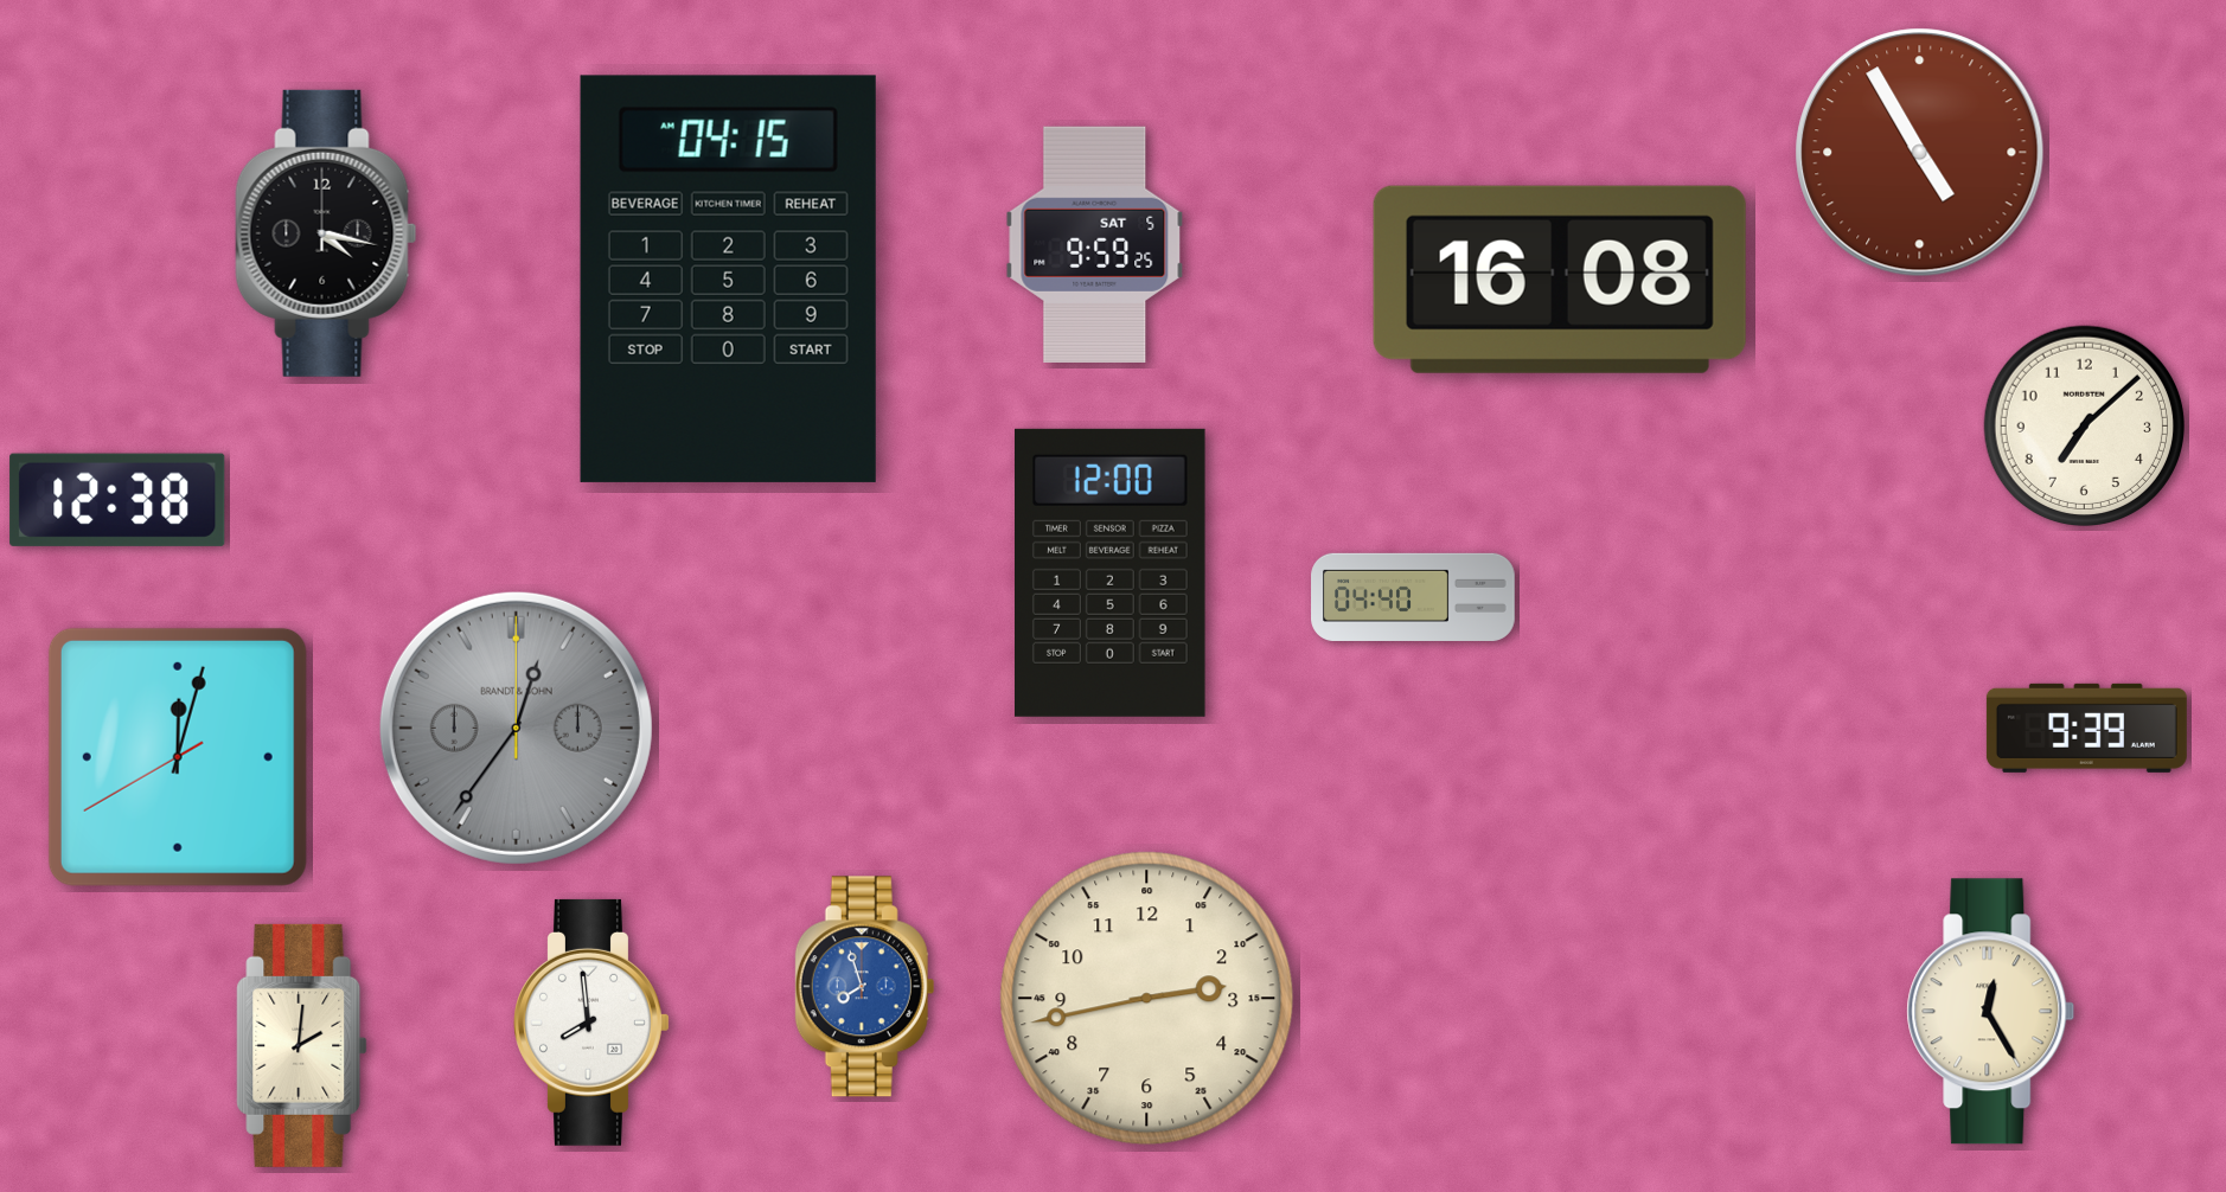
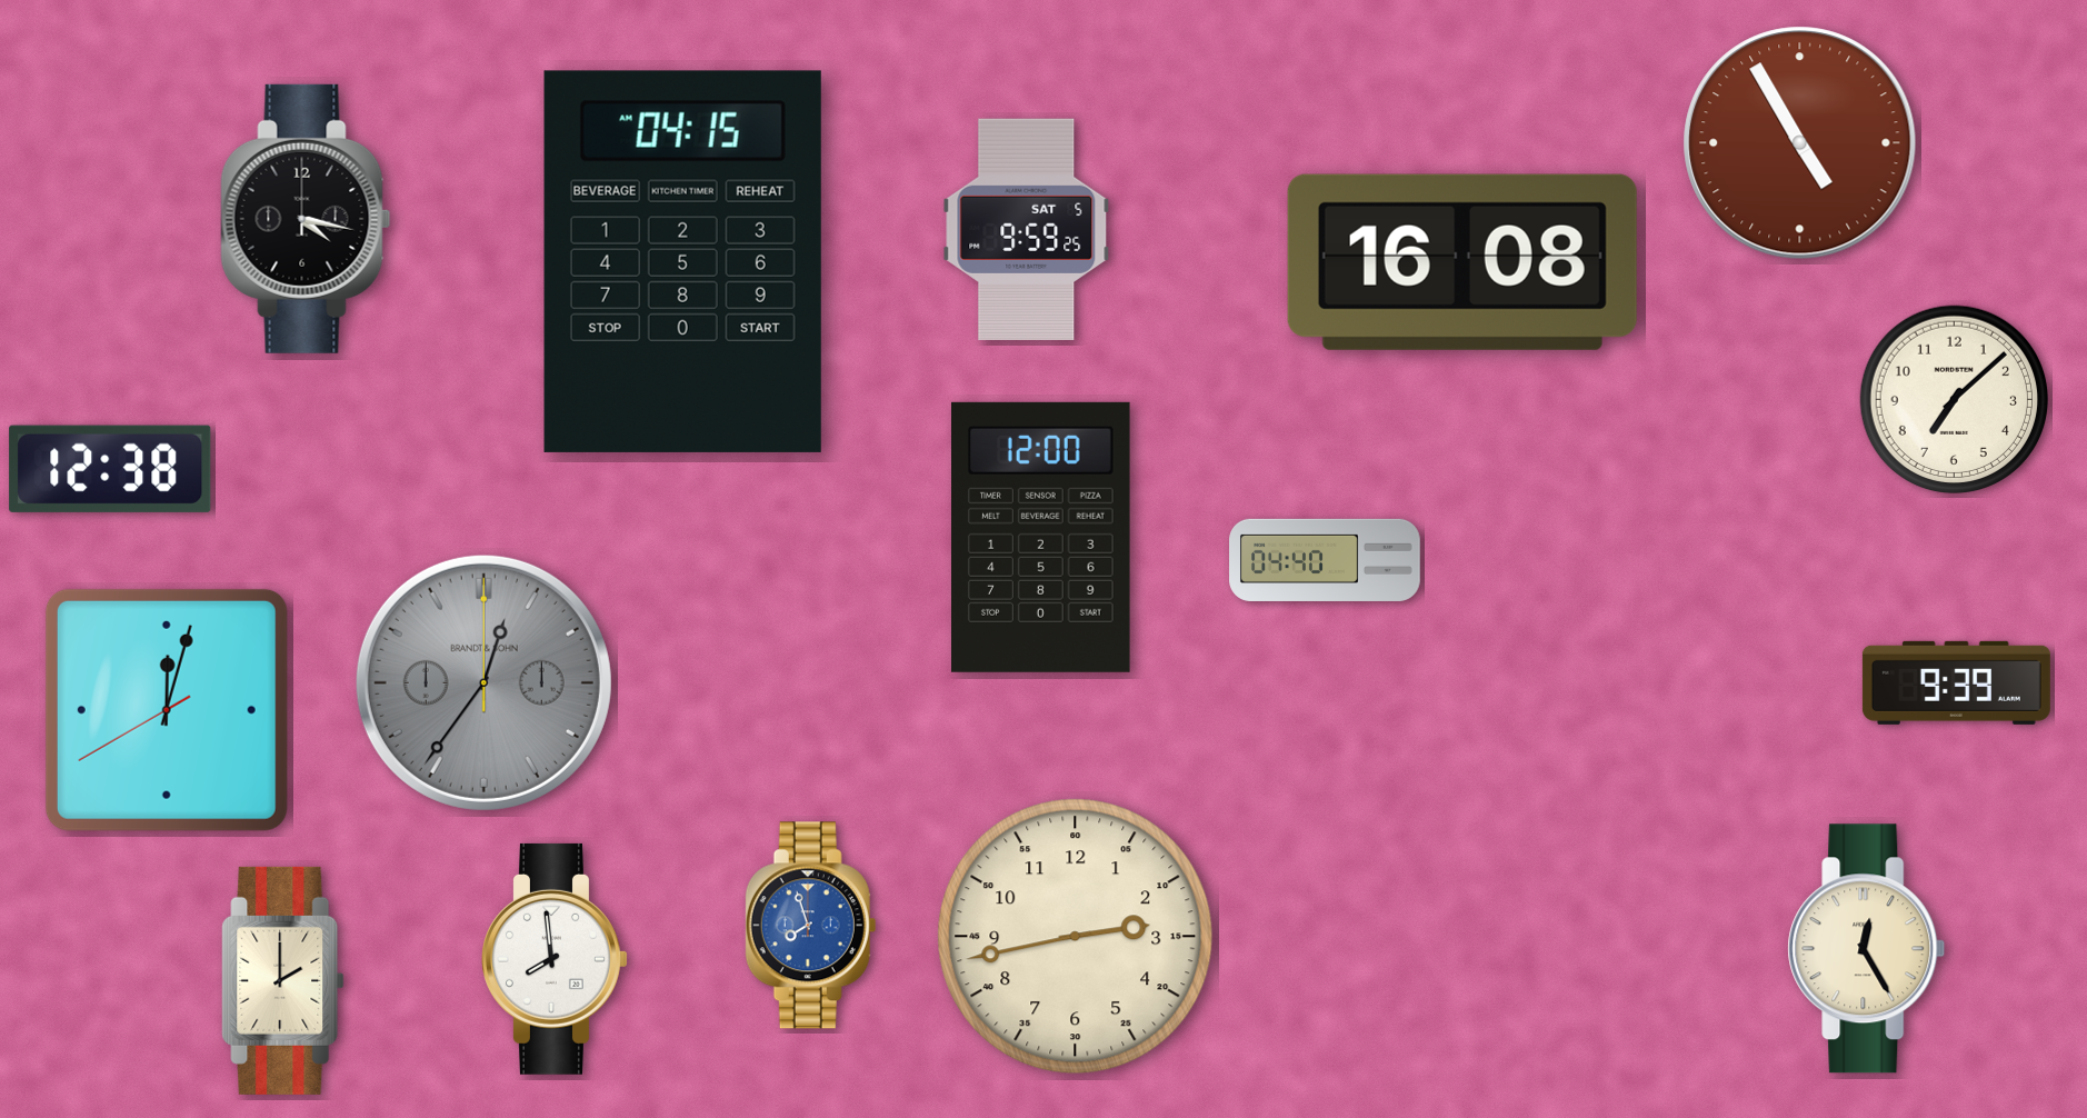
clock at (302, 1045): 2:01 -> 2:00
